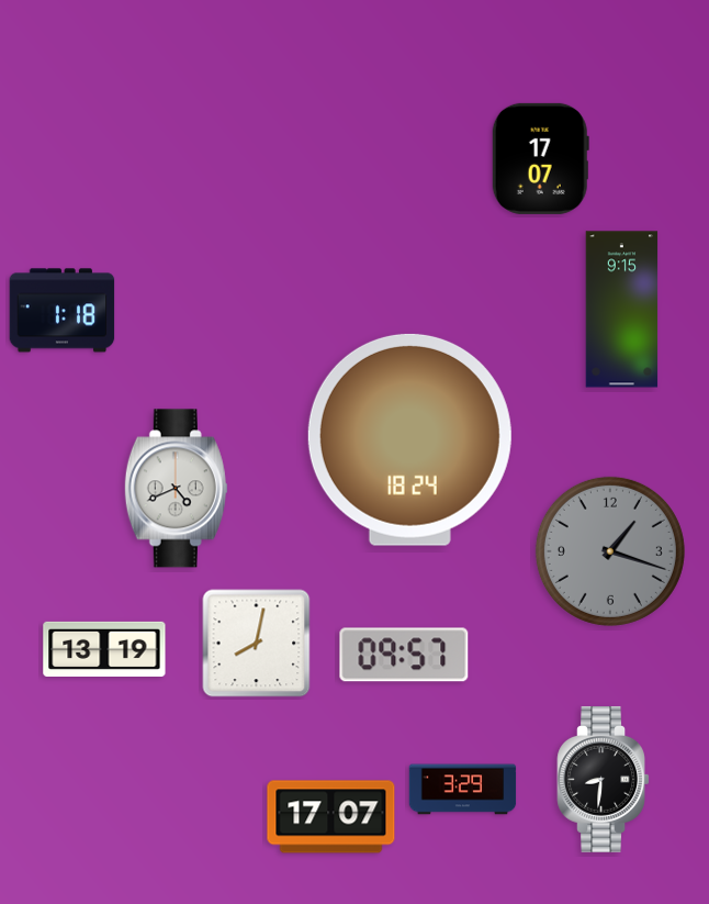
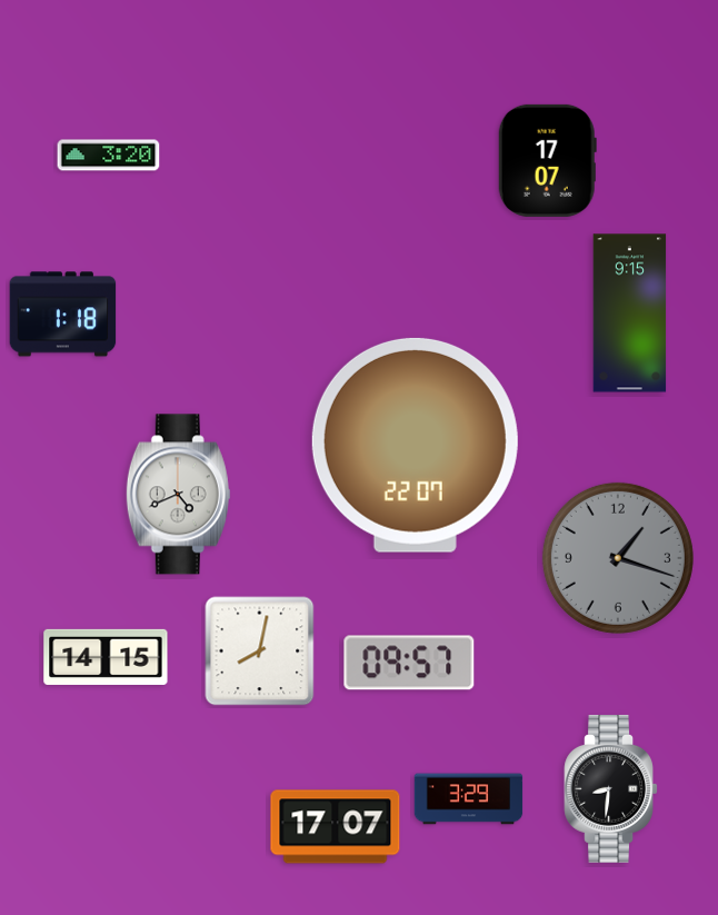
clock at (109, 156): none -> 3:20
clock at (409, 439): 18:24 -> 22:07
clock at (104, 649): 13:19 -> 14:15
